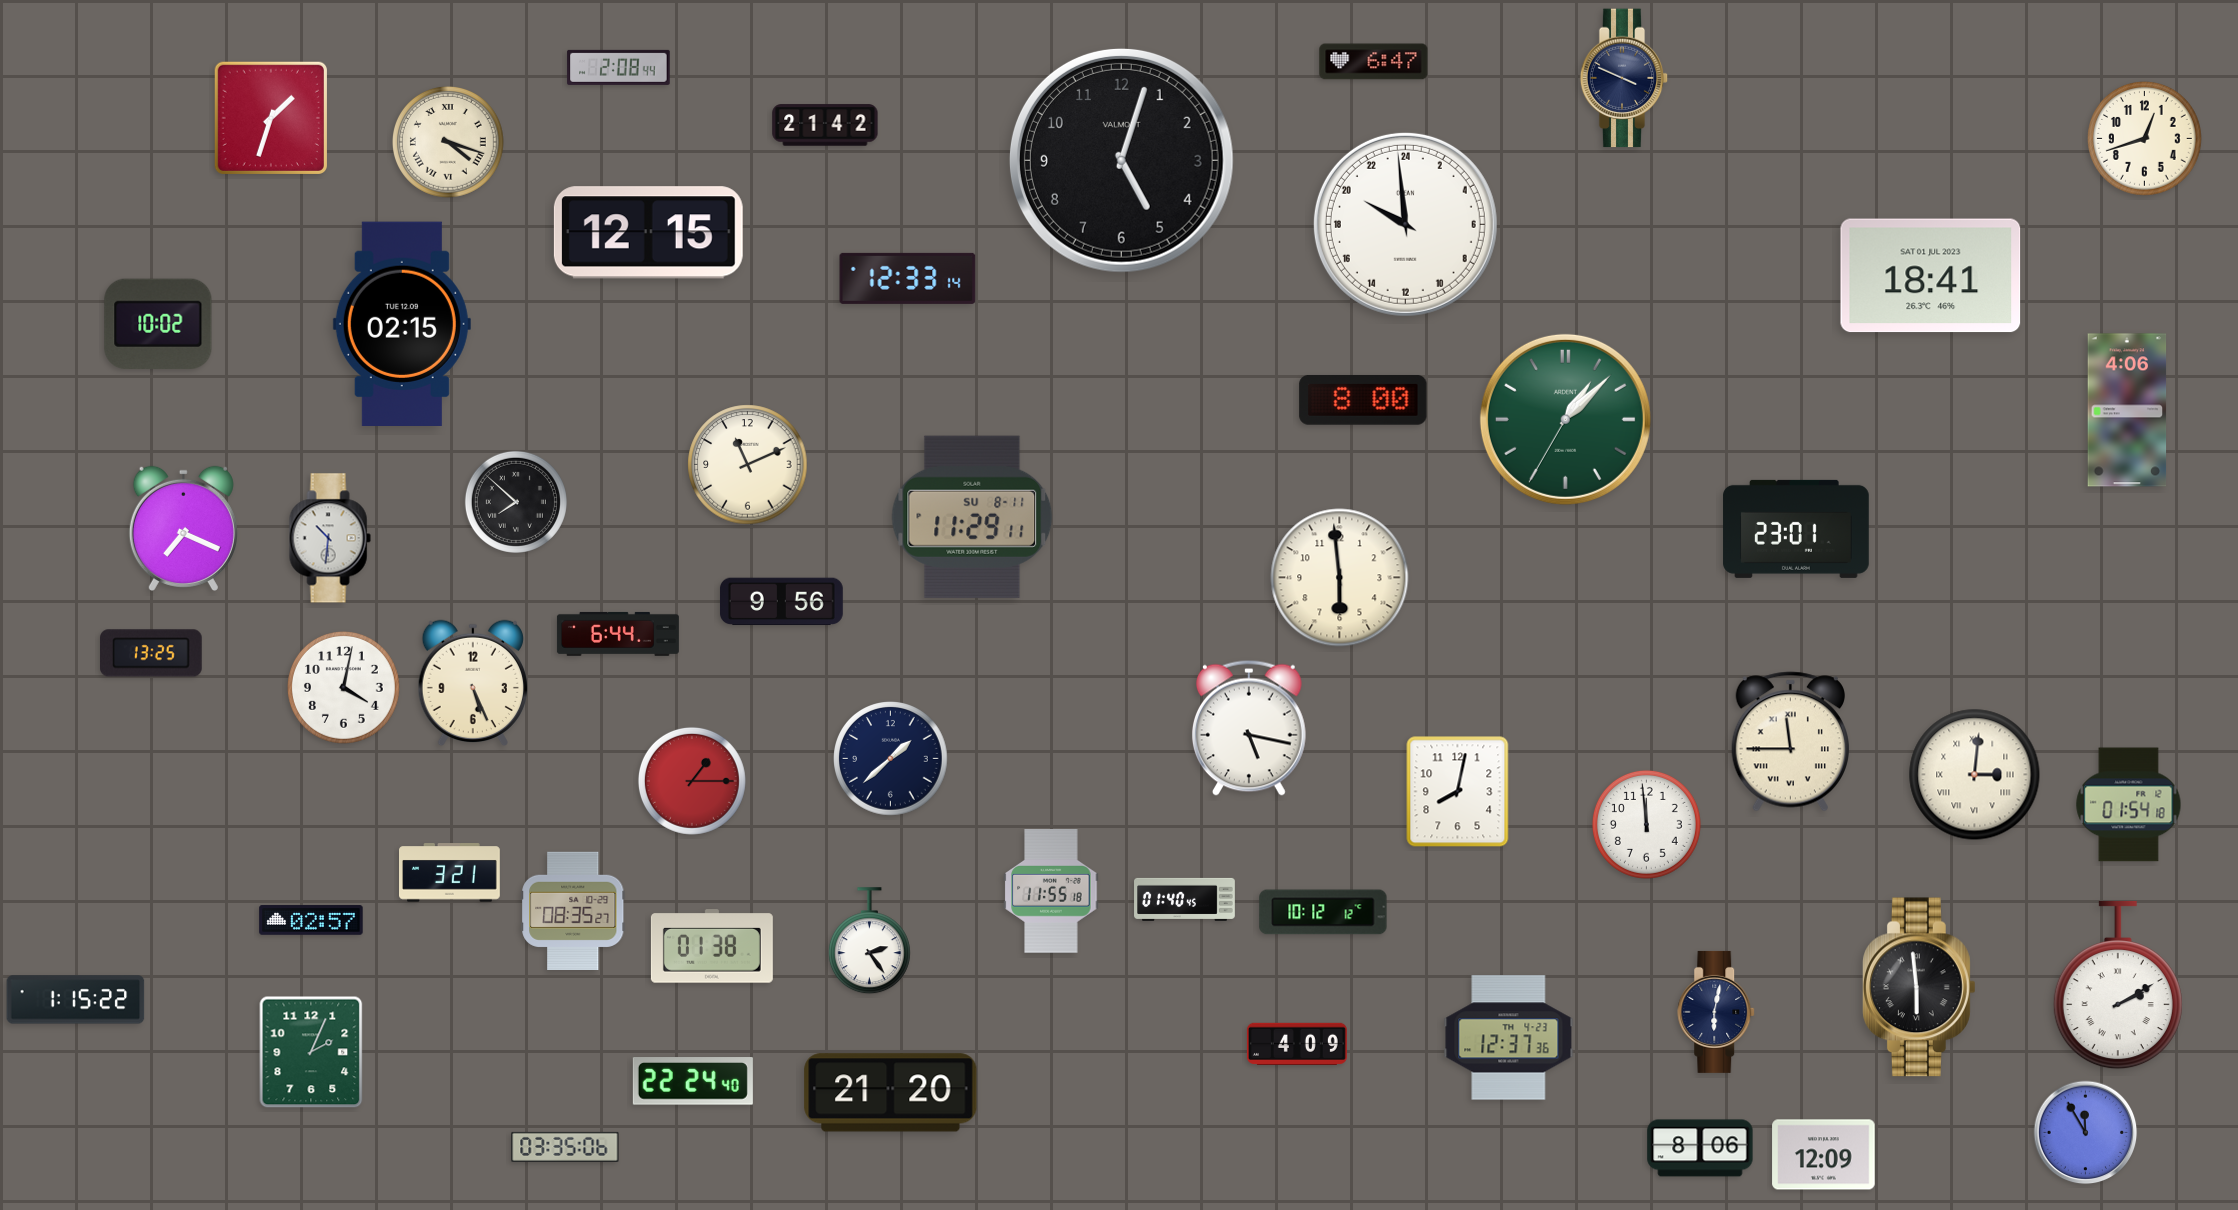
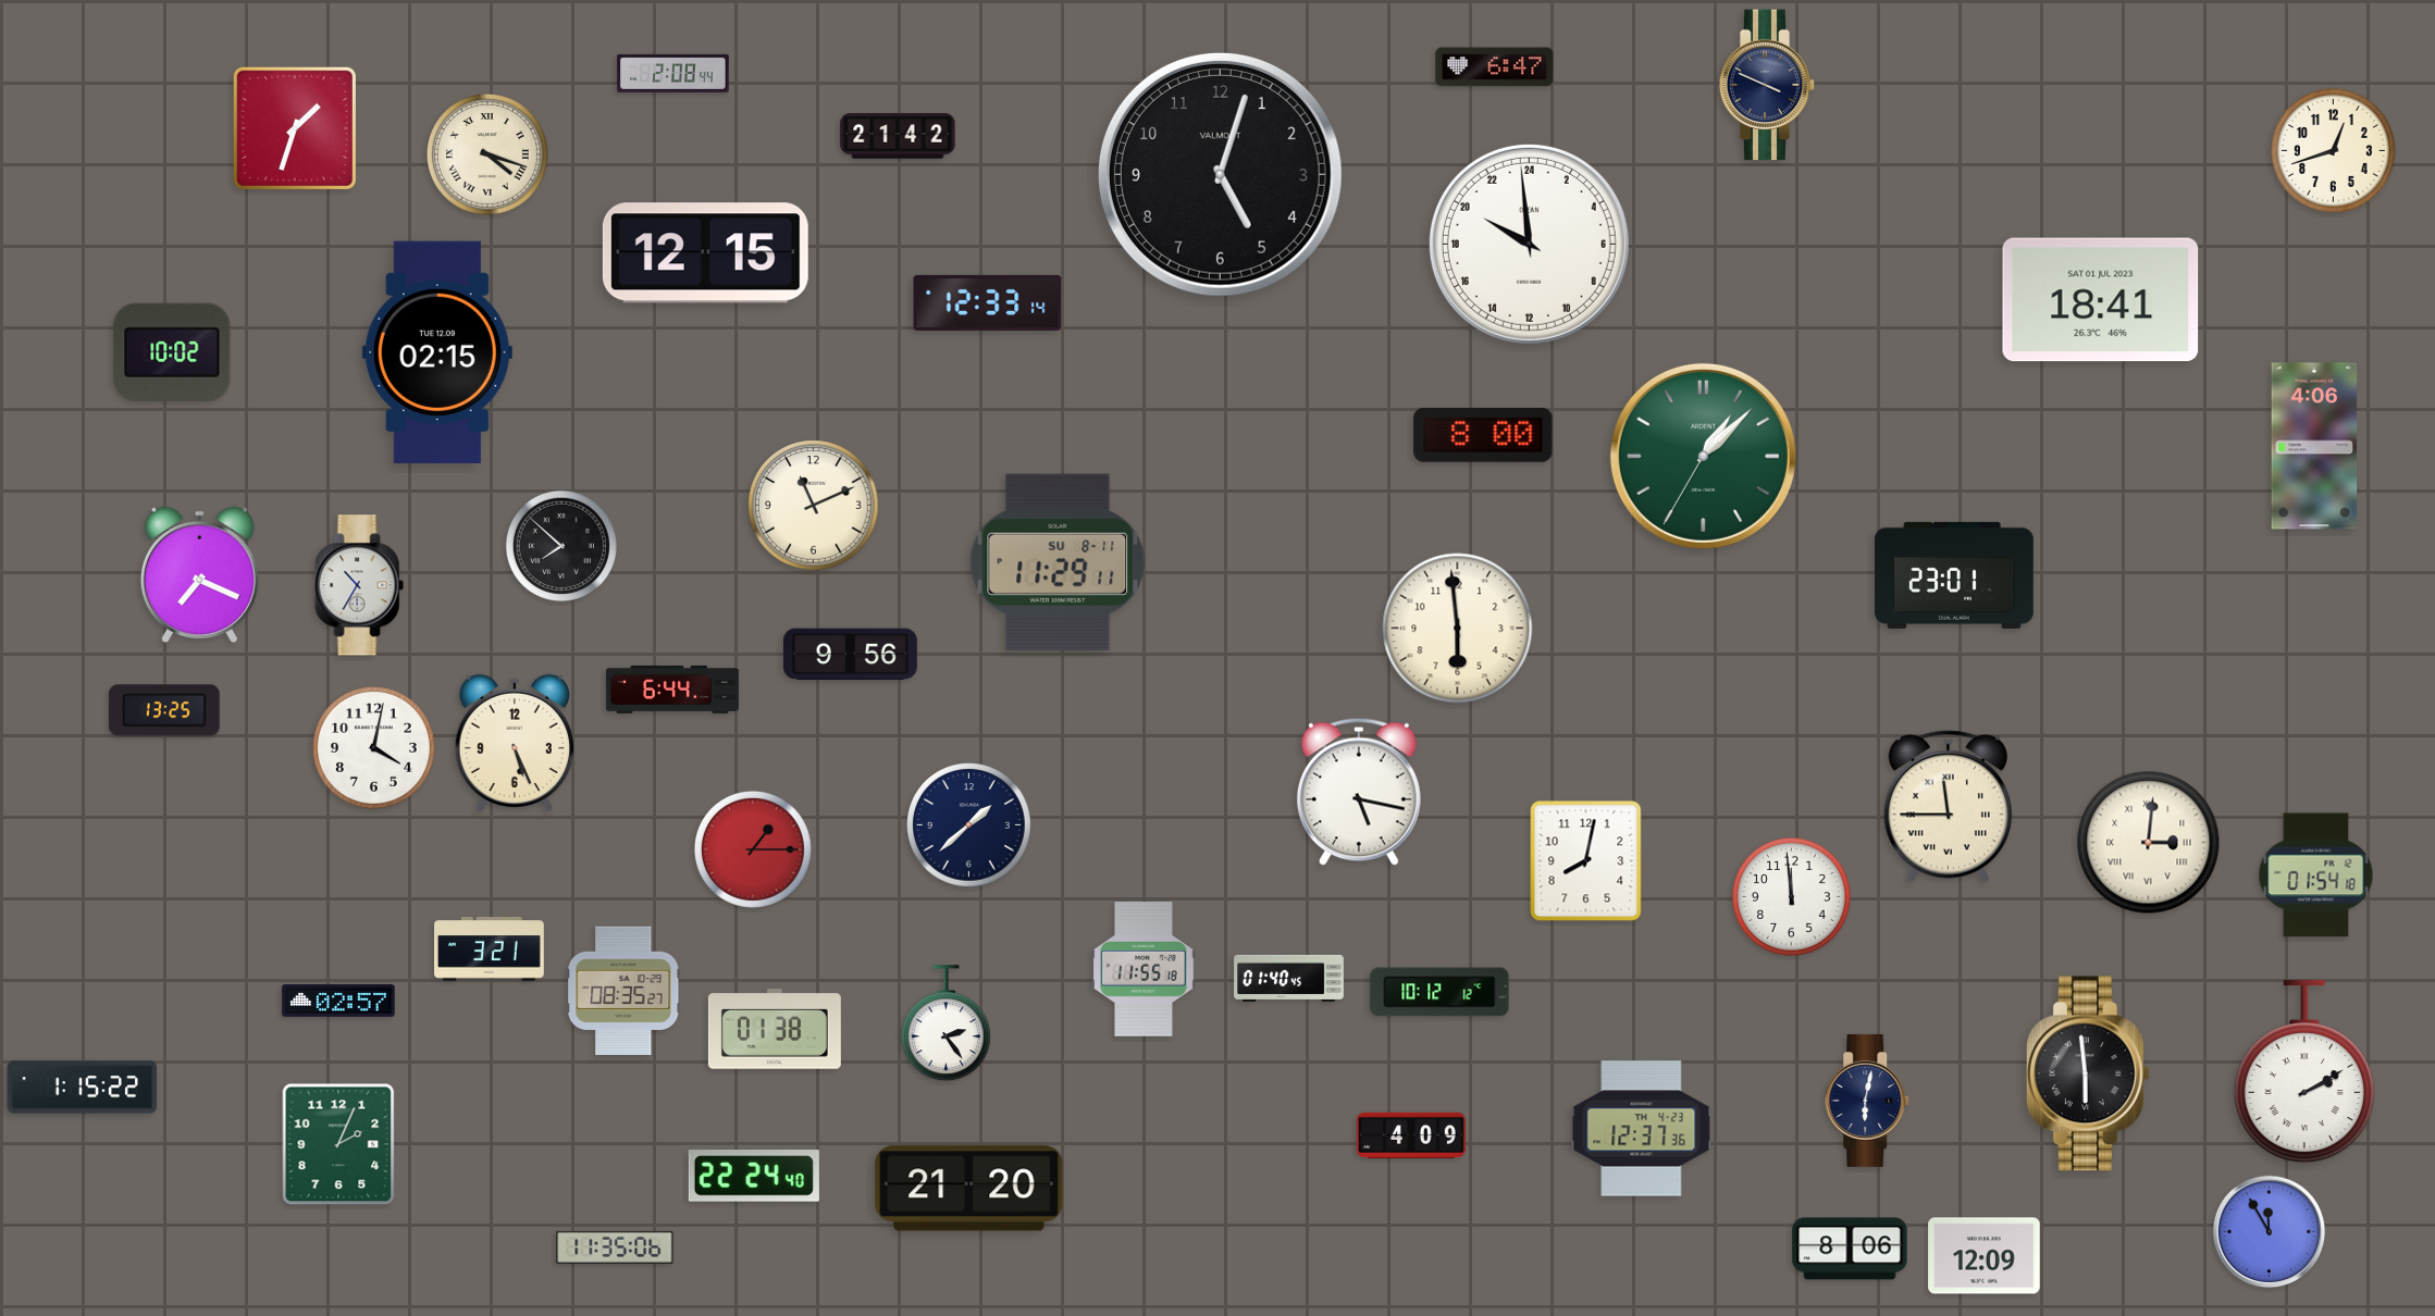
clock at (330, 538): 10:31 -> 10:35
clock at (565, 1147): 03:35 -> 11:35
